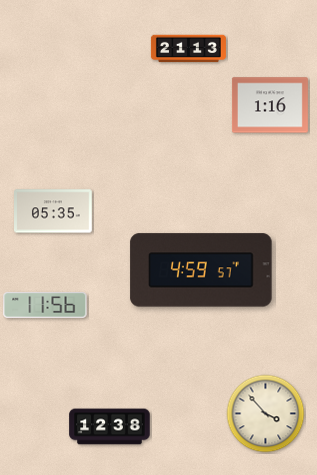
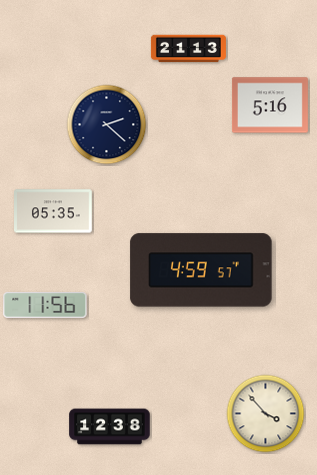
clock at (270, 105): 1:16 -> 5:16
clock at (107, 125): none -> 2:22
